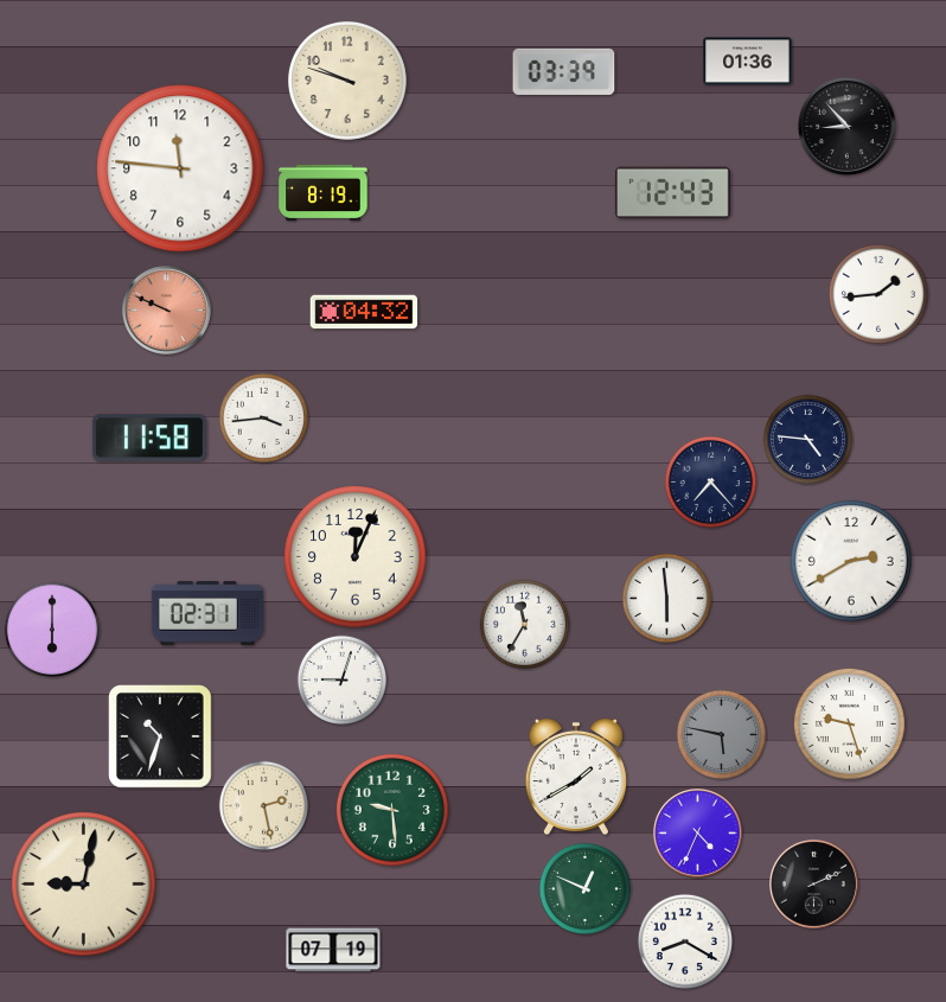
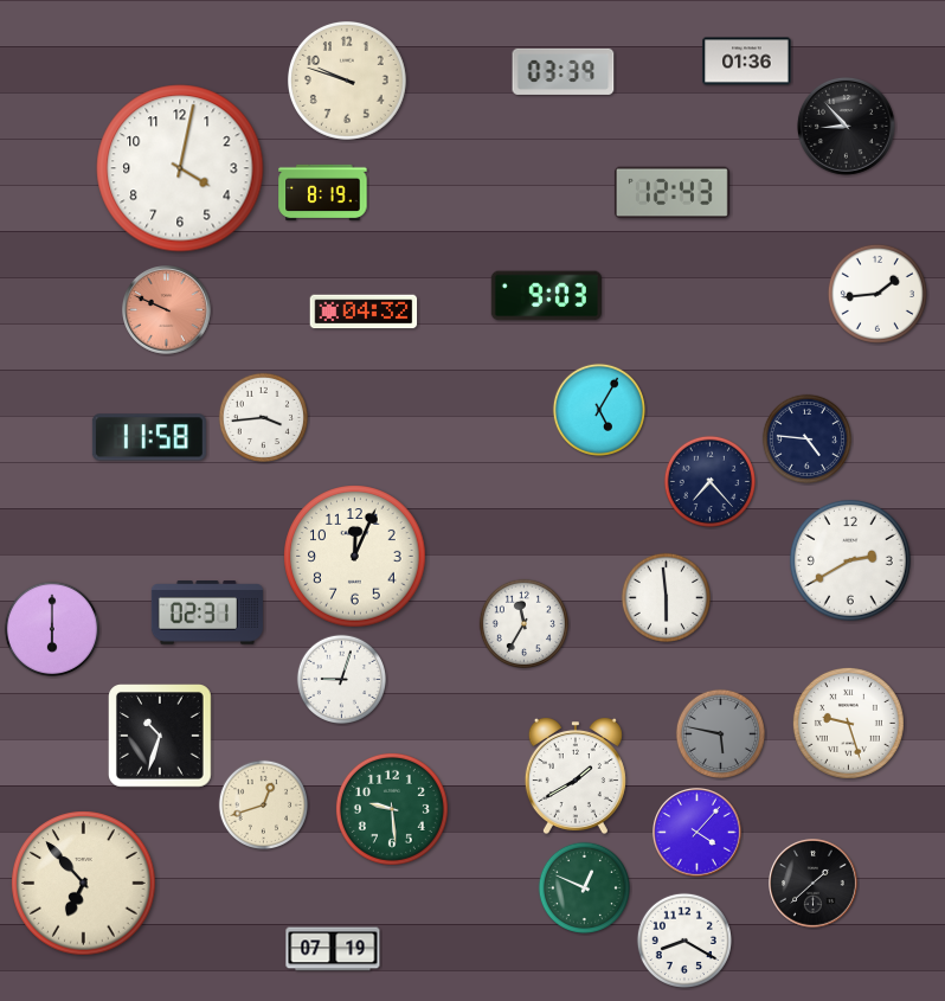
clock at (180, 168): 11:46 -> 4:02
clock at (546, 296): none -> 9:03
clock at (599, 410): none -> 5:05
clock at (263, 805): 2:28 -> 12:42
clock at (698, 834): 4:34 -> 4:07
clock at (84, 885): 9:02 -> 6:53
clock at (814, 885): 2:11 -> 1:38
